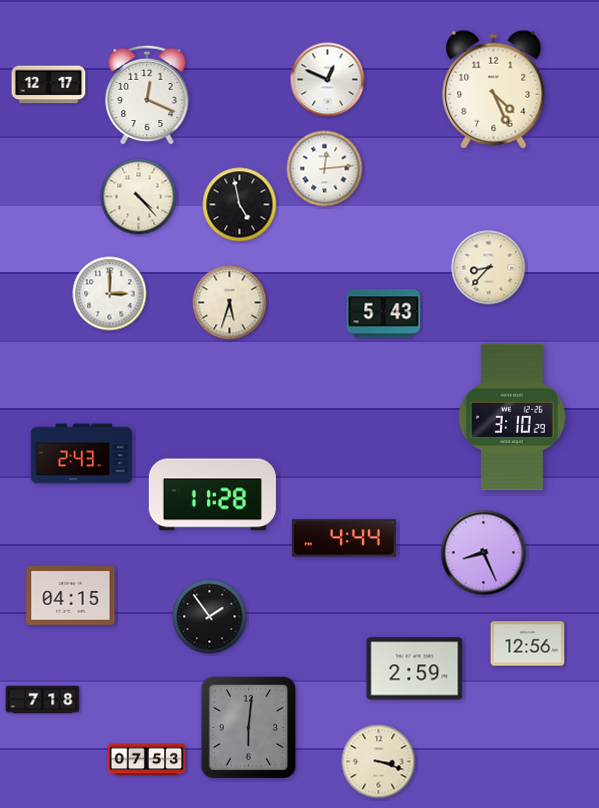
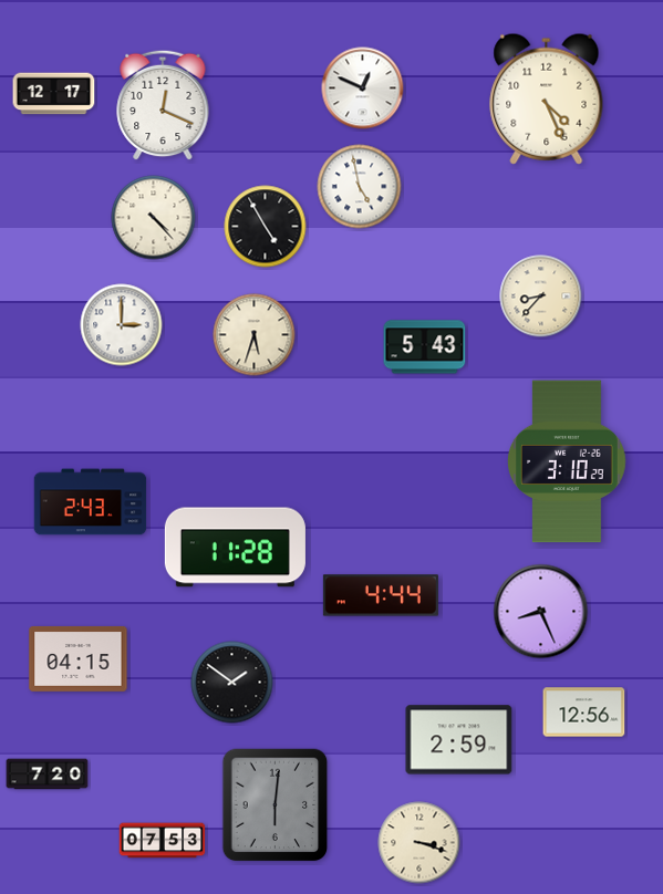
clock at (325, 169): 12:14 -> 4:58
clock at (240, 205): 4:58 -> 4:55
clock at (484, 553) position: (484, 553) -> (541, 612)
clock at (210, 617): 1:54 -> 1:51
clock at (43, 700): 7:18 -> 7:20
